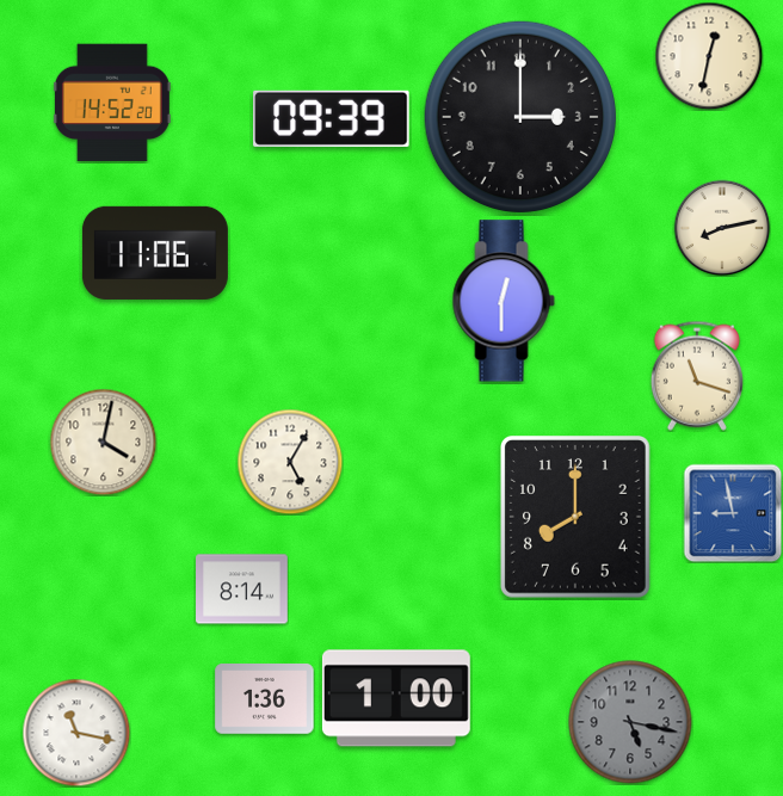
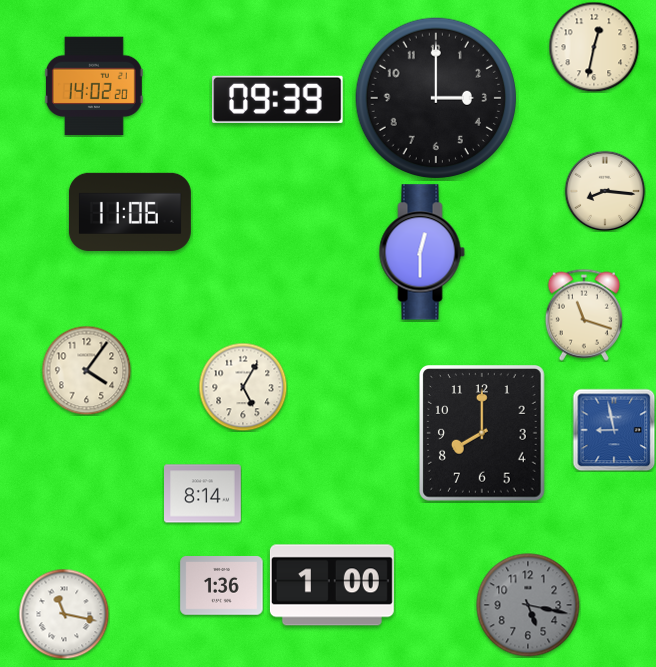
clock at (112, 103): 14:52 -> 14:02
clock at (722, 228): 8:13 -> 8:16
clock at (103, 442): 4:02 -> 4:06
